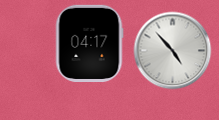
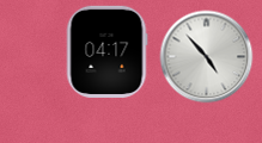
clock at (172, 50) position: (172, 50) -> (206, 56)
